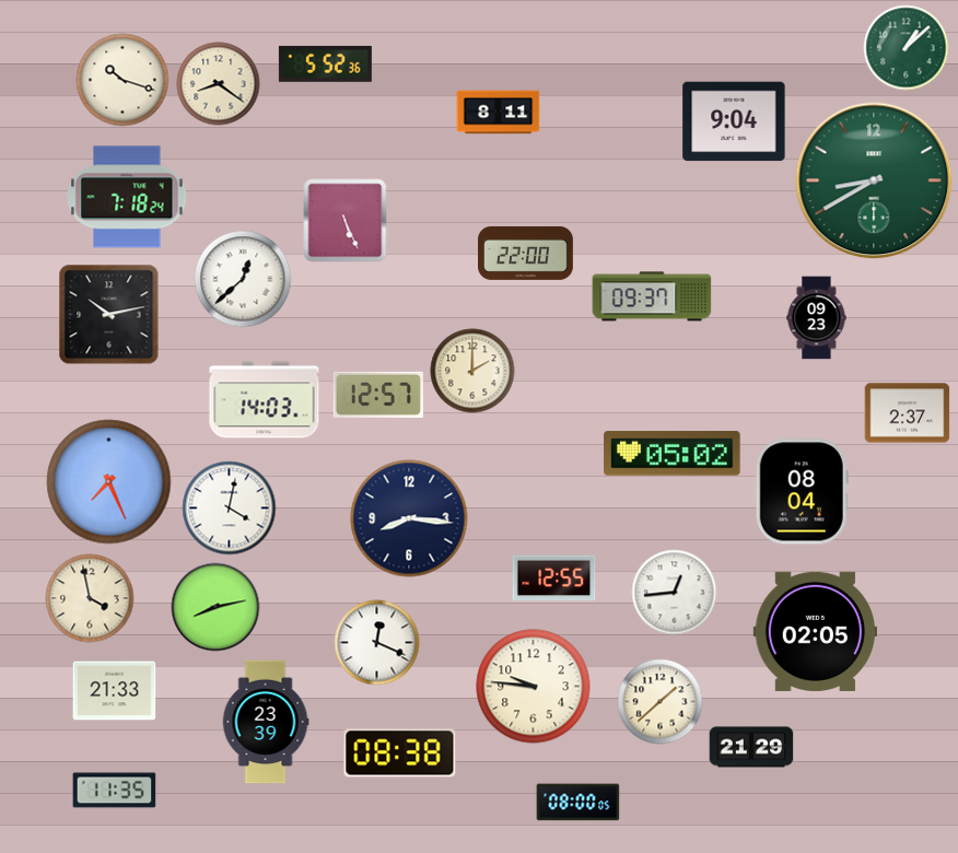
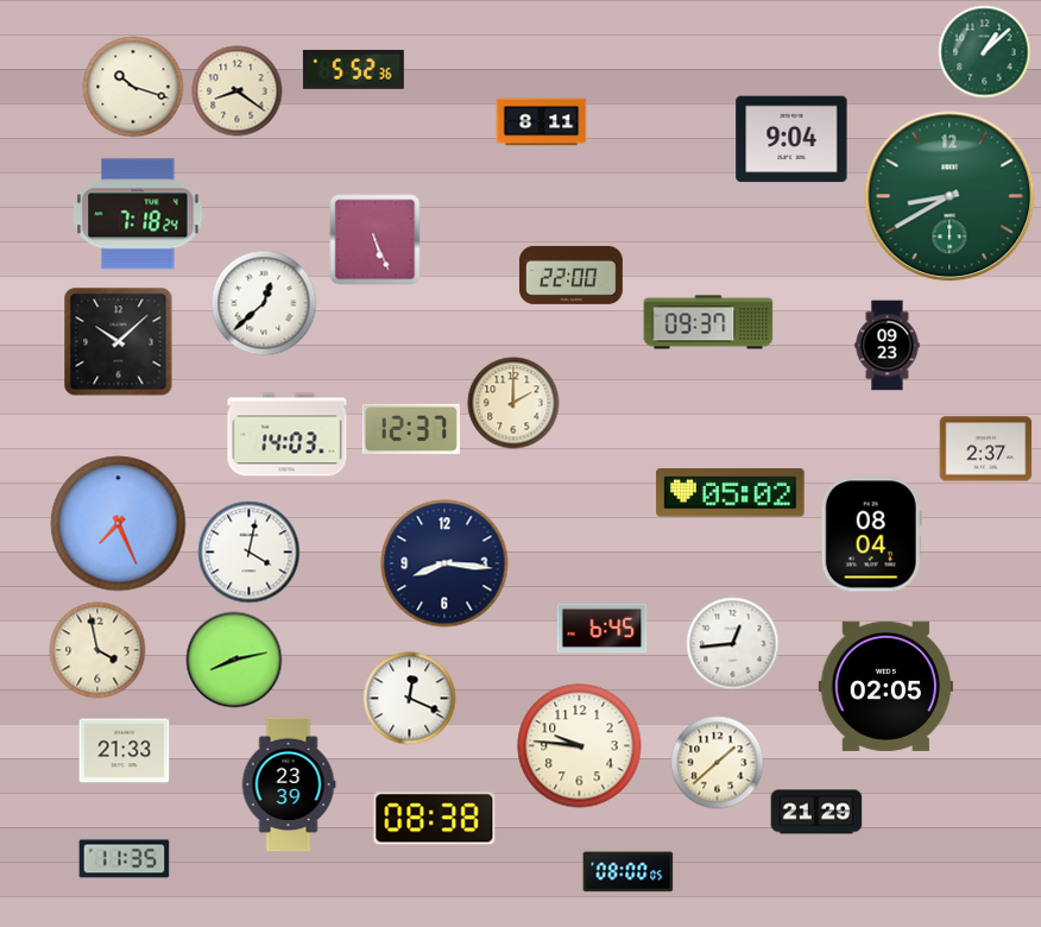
clock at (734, 121) position: (734, 121) -> (791, 139)
clock at (109, 315): 10:13 -> 10:08
clock at (378, 395): 12:57 -> 12:37
clock at (554, 579): 12:55 -> 6:45
